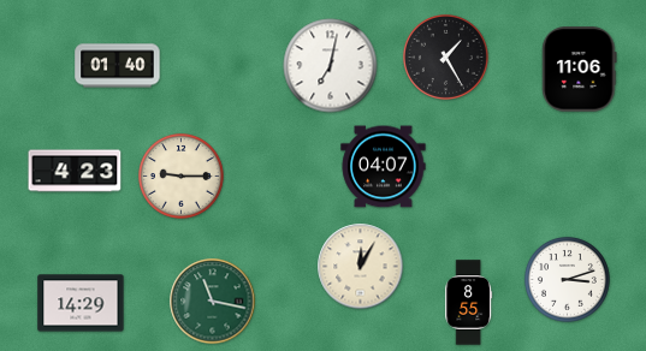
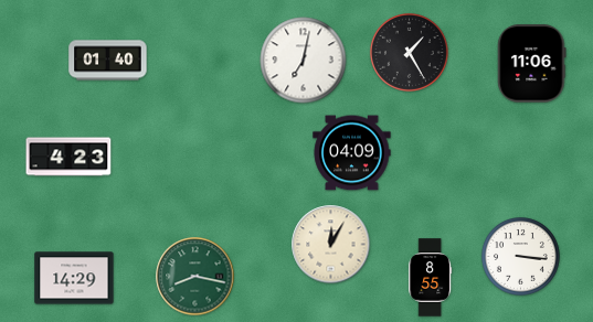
clock at (384, 167): 04:07 -> 04:09
clock at (180, 175): 9:15 -> none
clock at (567, 279): 3:12 -> 3:16
clock at (213, 302): 11:17 -> 8:17
